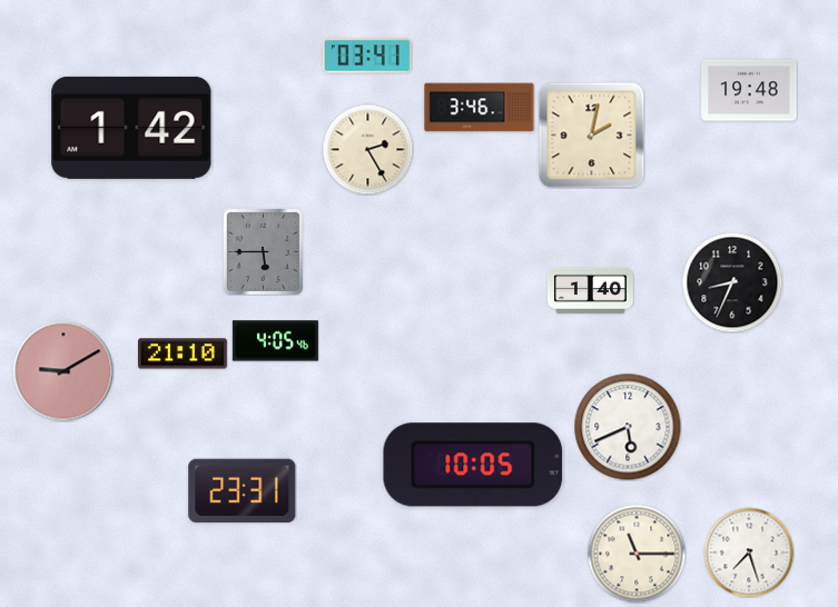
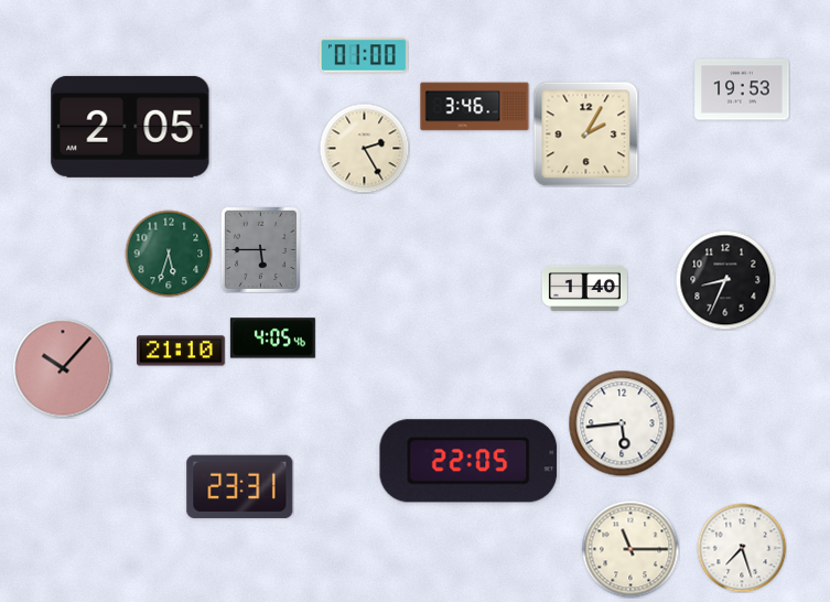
clock at (368, 56): 03:41 -> 01:00
clock at (749, 90): 19:48 -> 19:53
clock at (131, 128): 1:42 -> 2:05
clock at (591, 135): 2:02 -> 2:05
clock at (169, 254): none -> 5:33
clock at (63, 371): 9:10 -> 10:07
clock at (628, 427): 5:41 -> 5:44
clock at (473, 465): 10:05 -> 22:05
